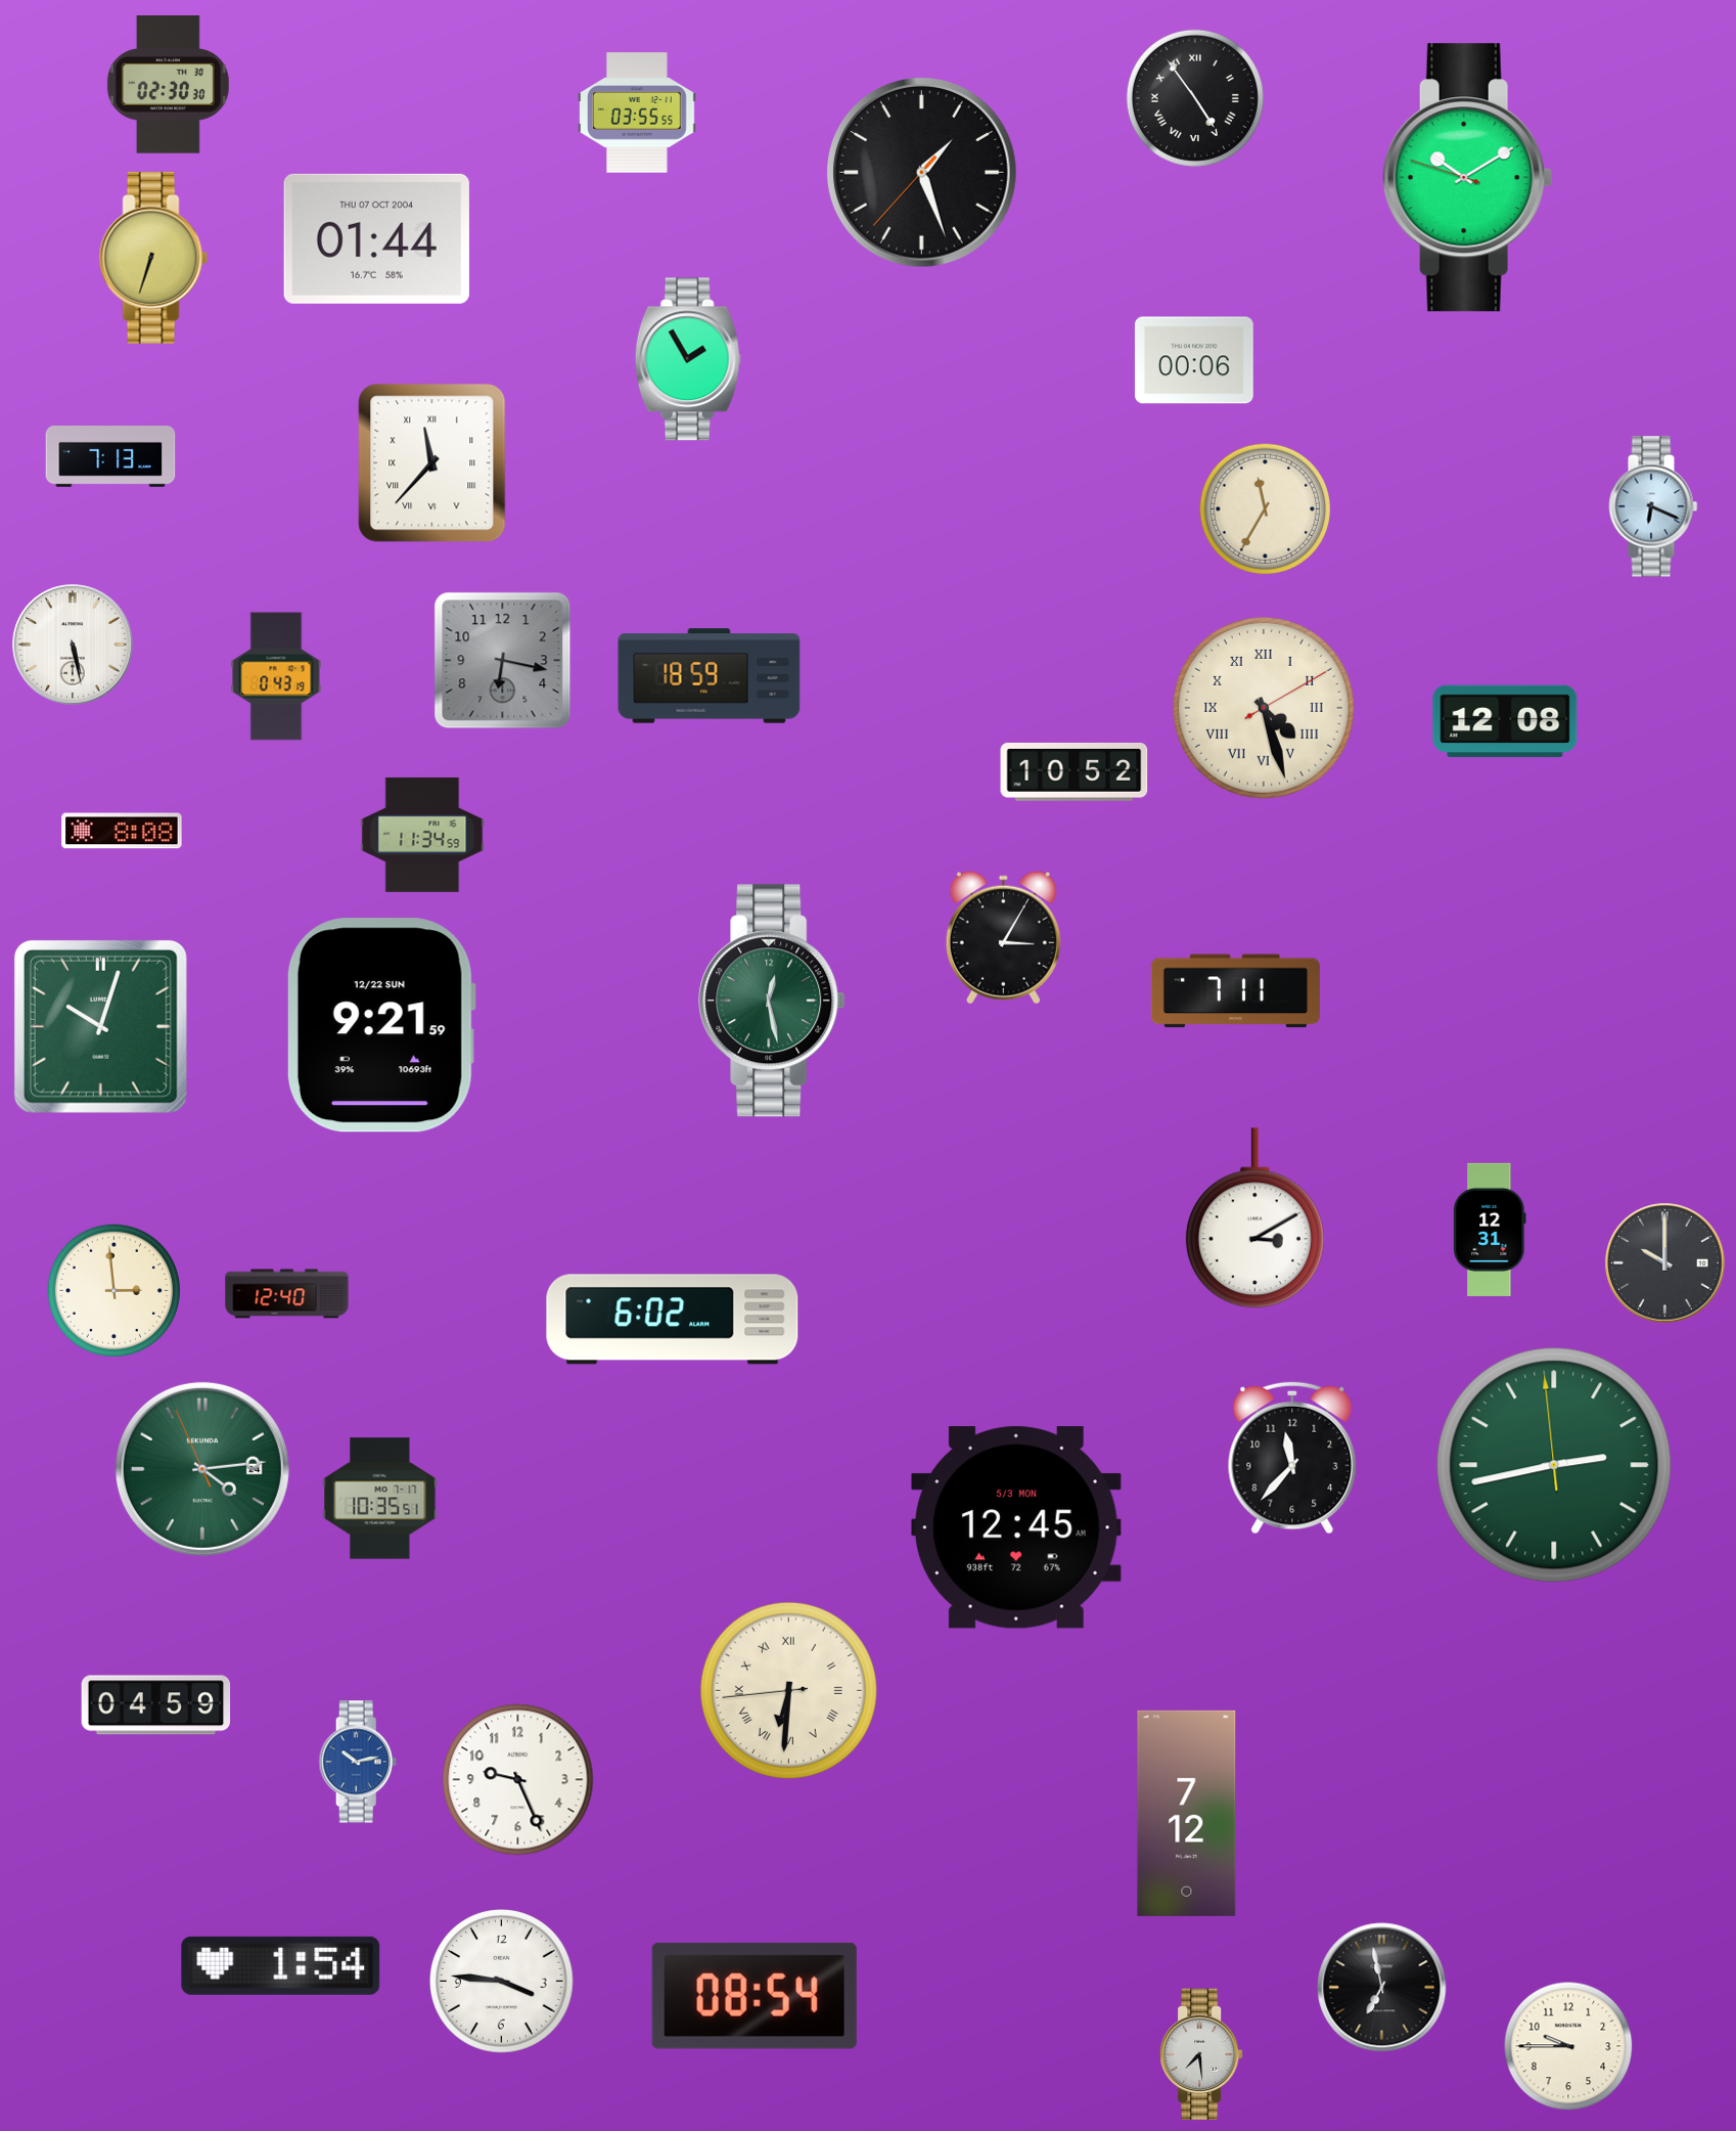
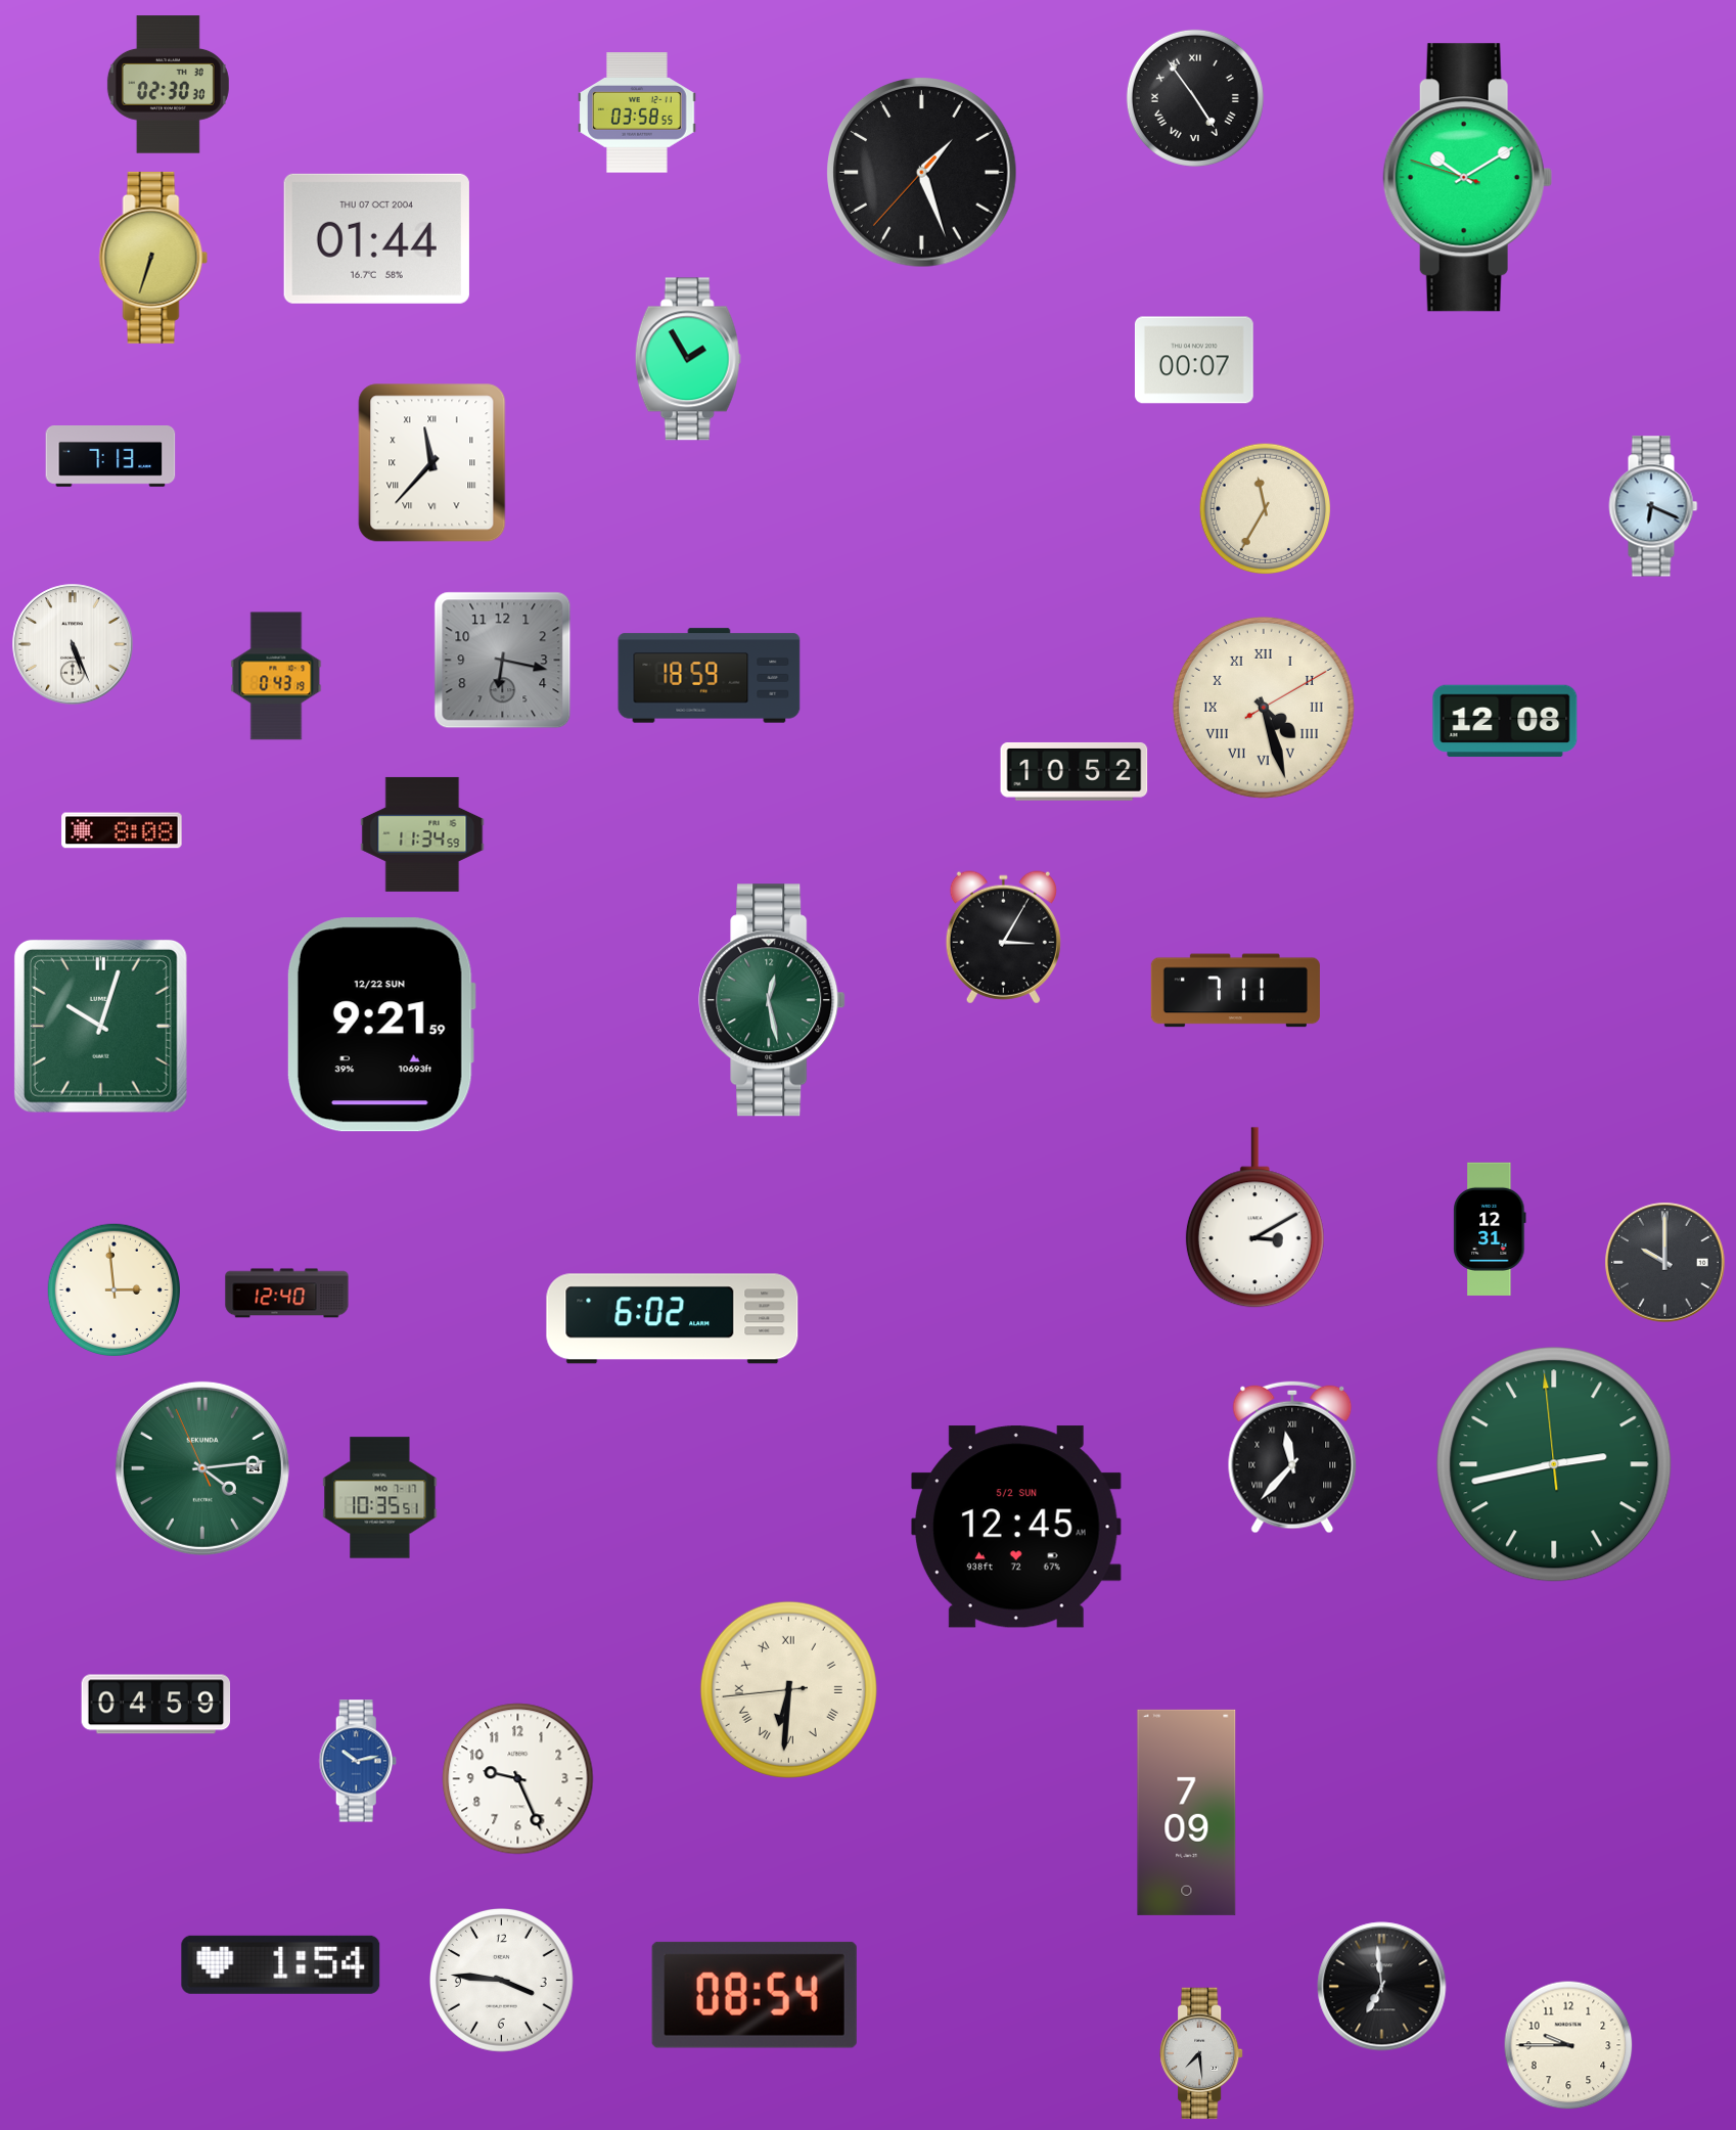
clock at (637, 113): 03:55 -> 03:58
clock at (1194, 360): 00:06 -> 00:07
clock at (73, 645): 5:28 -> 5:26
clock at (1292, 1458) numerals: Arabic -> Roman
clock at (1016, 1527) date: 5/3 MON -> 5/2 SUN
clock at (1187, 1813): 7:12 -> 7:09
clock at (1382, 1988): 6:58 -> 6:59
